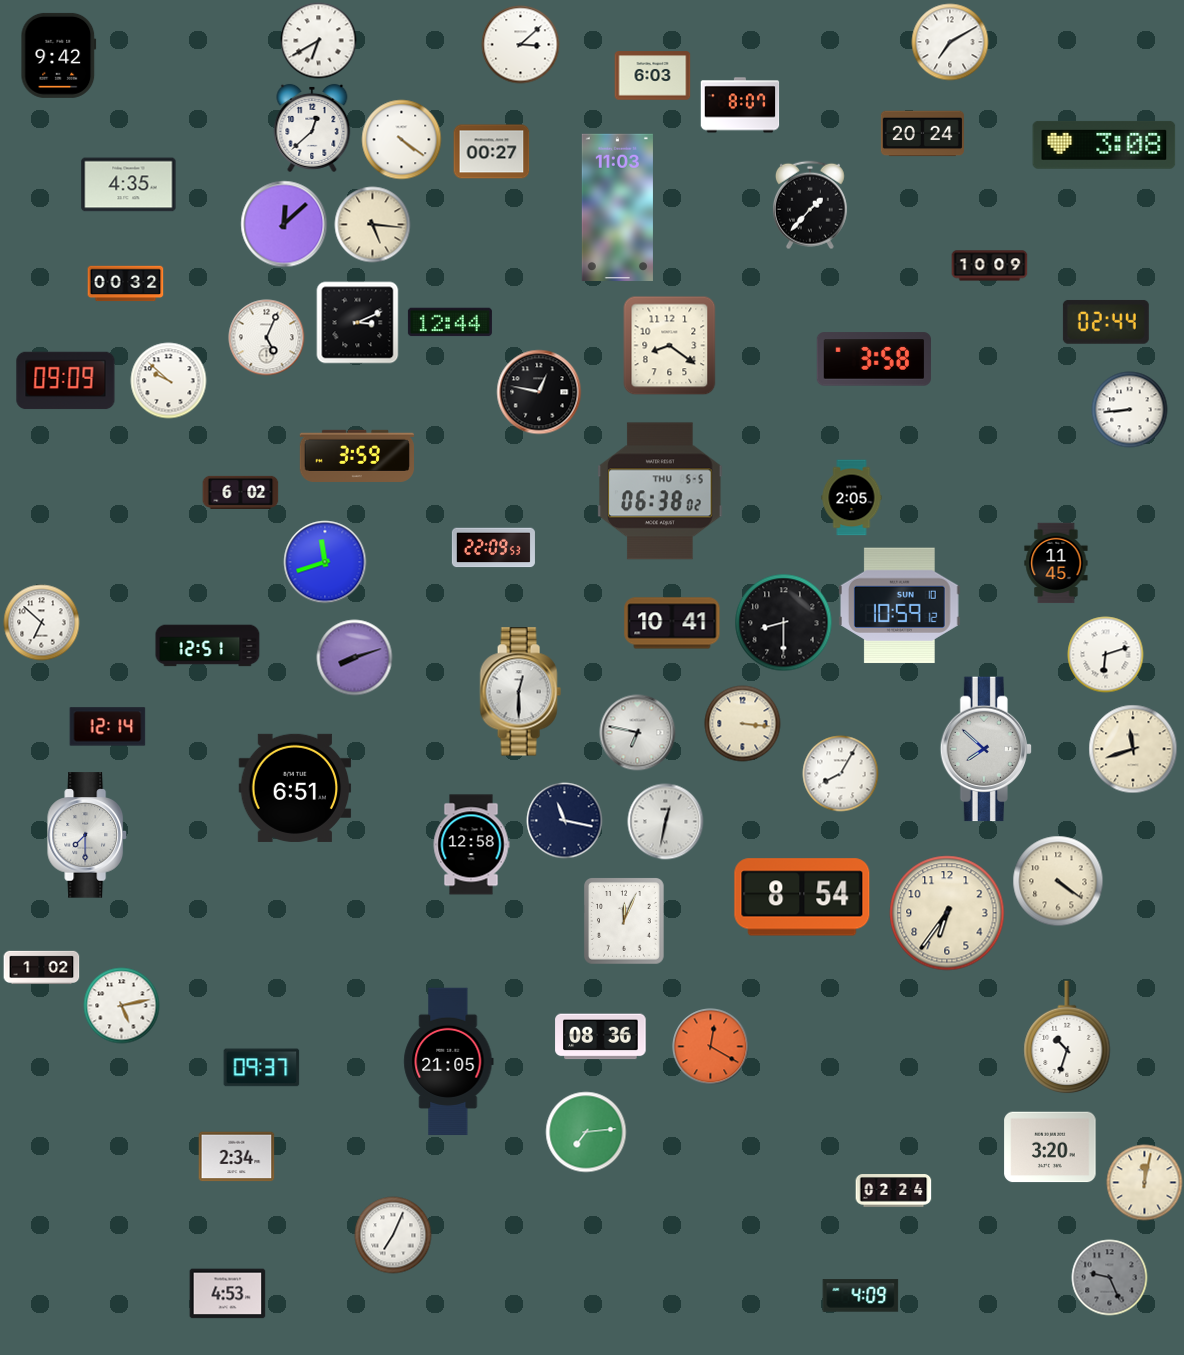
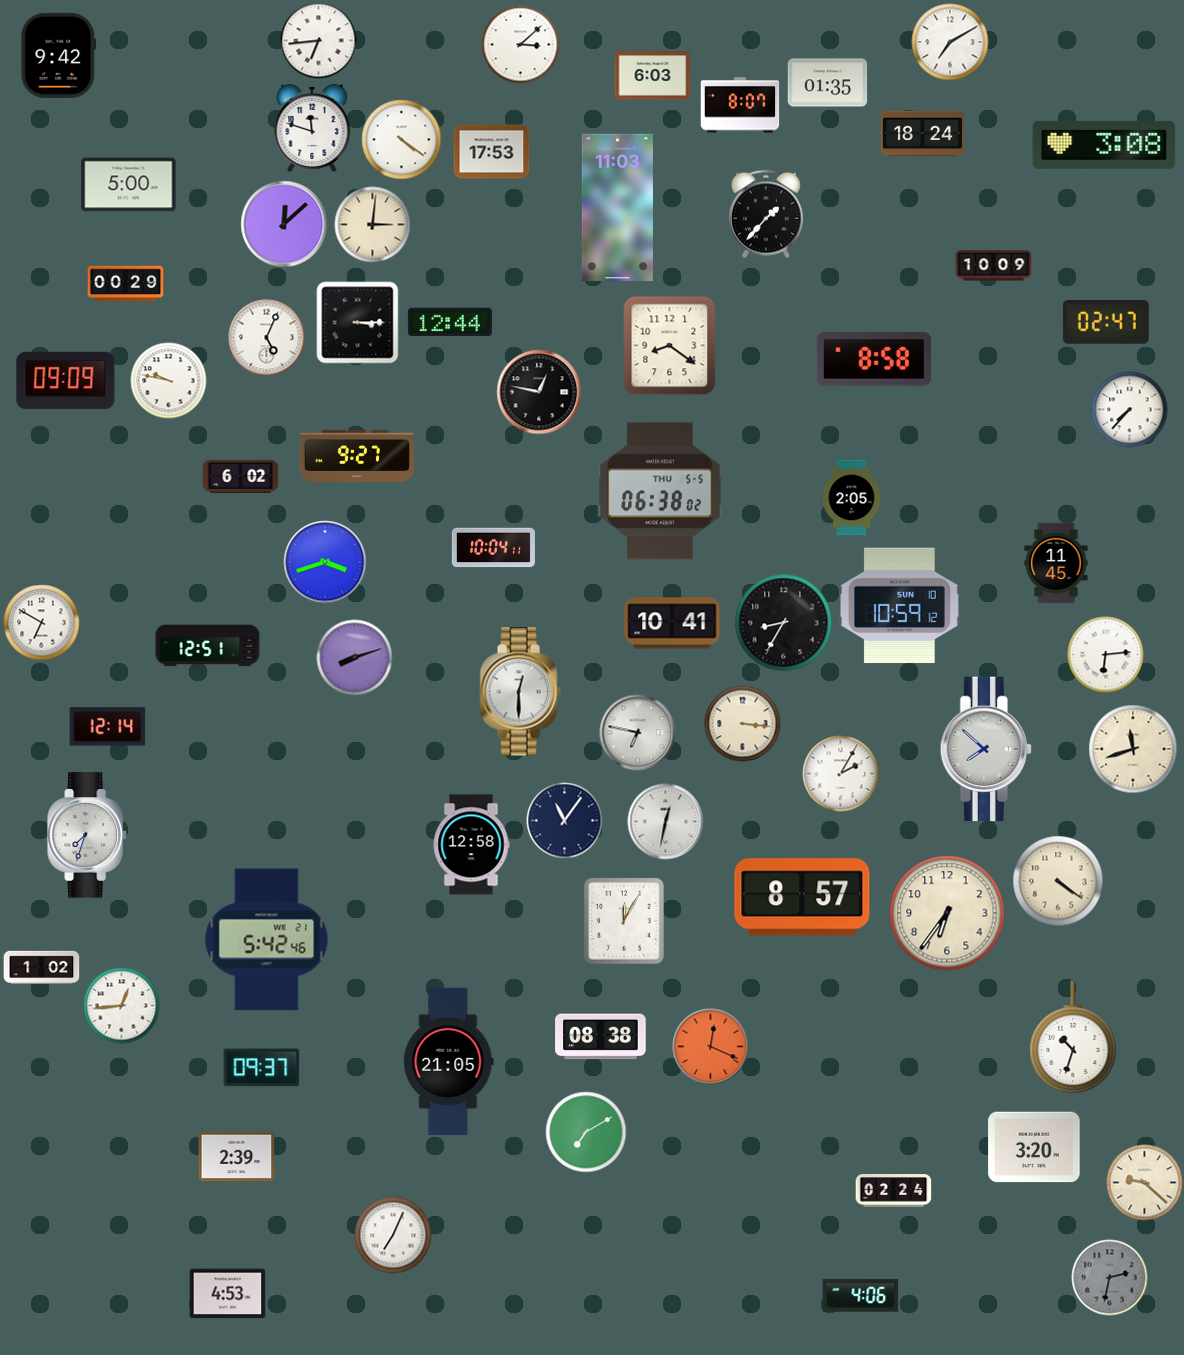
clock at (319, 41): 6:40 -> 6:44
clock at (828, 83): none -> 01:35
clock at (312, 128): 12:38 -> 11:48
clock at (922, 134): 20:24 -> 18:24
clock at (492, 152): 00:27 -> 17:53
clock at (129, 185): 4:35 -> 5:00
clock at (810, 205) position: (810, 205) -> (766, 214)
clock at (373, 225): 5:16 -> 3:01
clock at (990, 266) position: (990, 266) -> (994, 266)
clock at (126, 284): 00:32 -> 00:29
clock at (1106, 322): 02:44 -> 02:47
clock at (358, 323): 3:11 -> 3:15
clock at (873, 359): 3:58 -> 8:58
clock at (169, 381): 9:52 -> 9:47
clock at (1130, 410): 8:44 -> 7:37
clock at (356, 456): 3:59 -> 9:27
clock at (241, 492) position: (241, 492) -> (241, 476)
clock at (493, 548): 22:09 -> 10:04
clock at (325, 562): 11:42 -> 3:42
clock at (42, 623): 6:52 -> 6:50
clock at (784, 623): 8:30 -> 8:35
clock at (1106, 655): 6:12 -> 6:14
clock at (841, 774): 8:05 -> 2:05
clock at (295, 788): 6:51 -> none
clock at (565, 821): 11:17 -> 11:06
clock at (87, 835): 7:30 -> 7:33
clock at (802, 897): 8:54 -> 8:57
clock at (625, 922): 12:04 -> 12:05
clock at (267, 940): none -> 5:42
clock at (122, 1006): 5:13 -> 12:44
clock at (601, 1037): 08:36 -> 08:38
clock at (1067, 1038) position: (1067, 1038) -> (1073, 1038)
clock at (711, 1047): 12:20 -> 12:19
clock at (586, 1132): 7:14 -> 7:10
clock at (1050, 1147) position: (1050, 1147) -> (1034, 1147)
clock at (237, 1157): 2:34 -> 2:39
clock at (1145, 1183): 12:02 -> 9:22
clock at (1110, 1278): 9:26 -> 2:32
clock at (861, 1296): 4:09 -> 4:06
